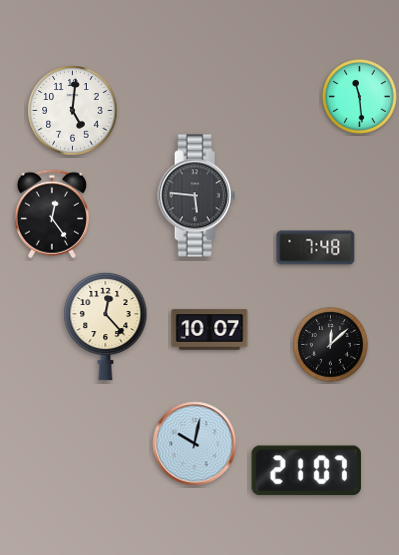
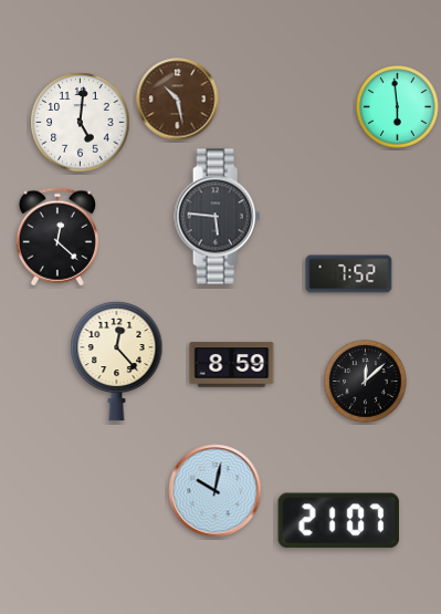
clock at (178, 100): none -> 10:28
clock at (360, 97): 11:29 -> 5:59
clock at (52, 214): 12:24 -> 12:22
clock at (316, 248): 7:48 -> 7:52
clock at (210, 330): 10:07 -> 8:59
